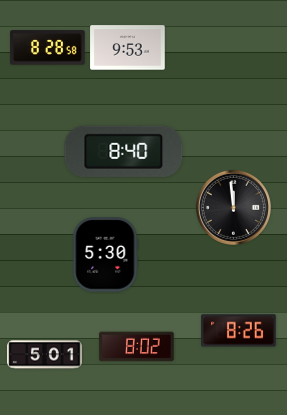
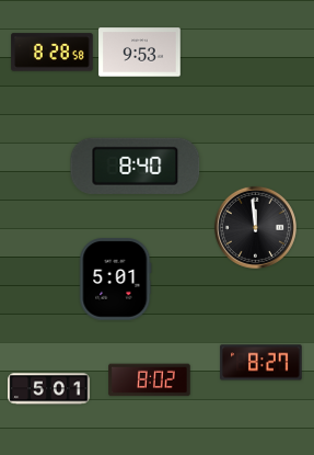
clock at (106, 255): 5:30 -> 5:01
clock at (239, 331): 8:26 -> 8:27
